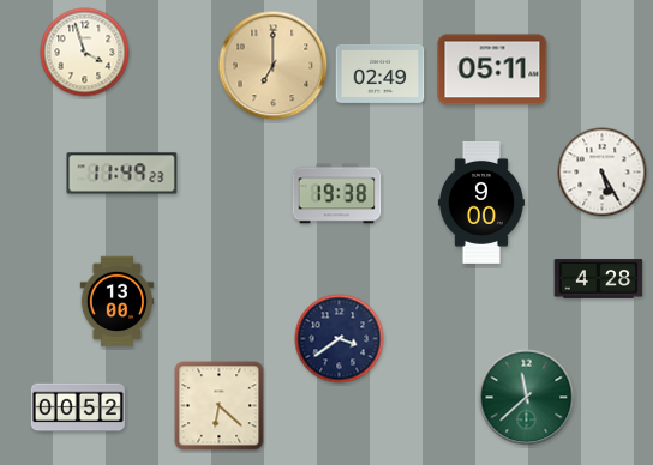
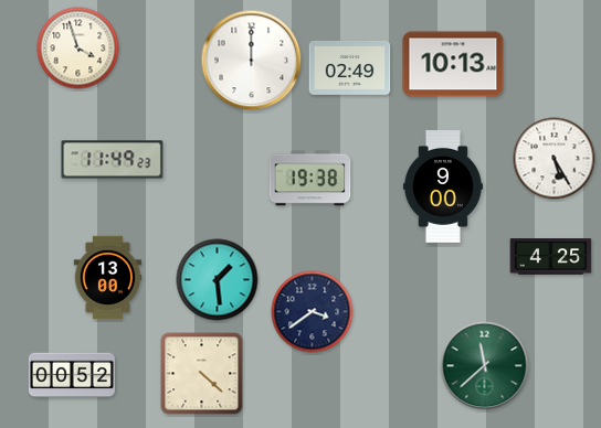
clock at (274, 66): 7:00 -> 12:00
clock at (274, 66) dial: champagne -> white
clock at (492, 70): 05:11 -> 10:13
clock at (599, 279): 4:28 -> 4:25
clock at (218, 280): none -> 1:29
clock at (220, 406): 6:22 -> 4:22
